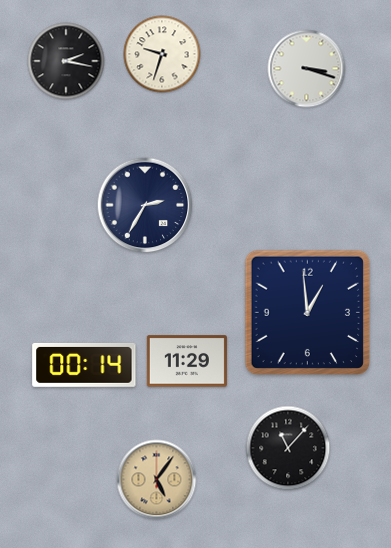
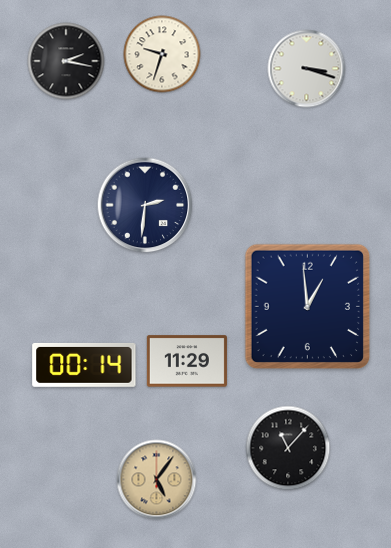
clock at (145, 205): 2:35 -> 2:31
clock at (308, 313) position: (308, 313) -> (308, 307)
